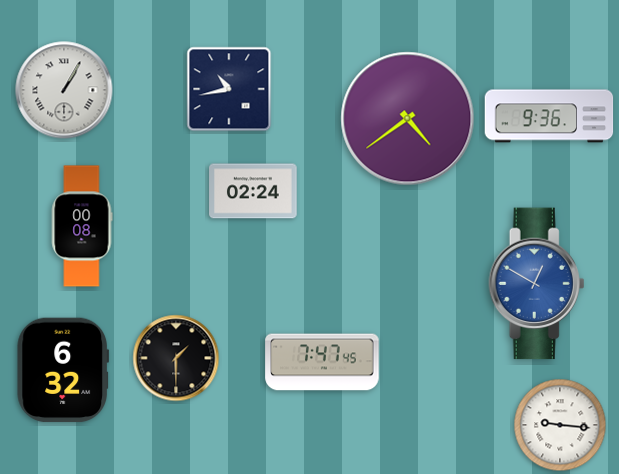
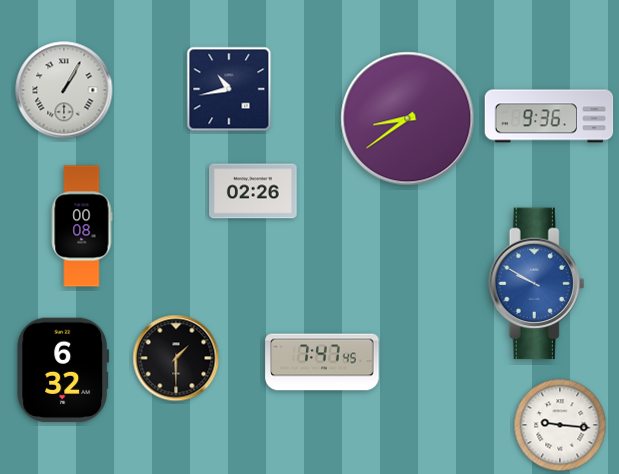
clock at (408, 119): 4:39 -> 8:39
clock at (253, 191): 02:24 -> 02:26
clock at (537, 284): 12:50 -> 9:50
